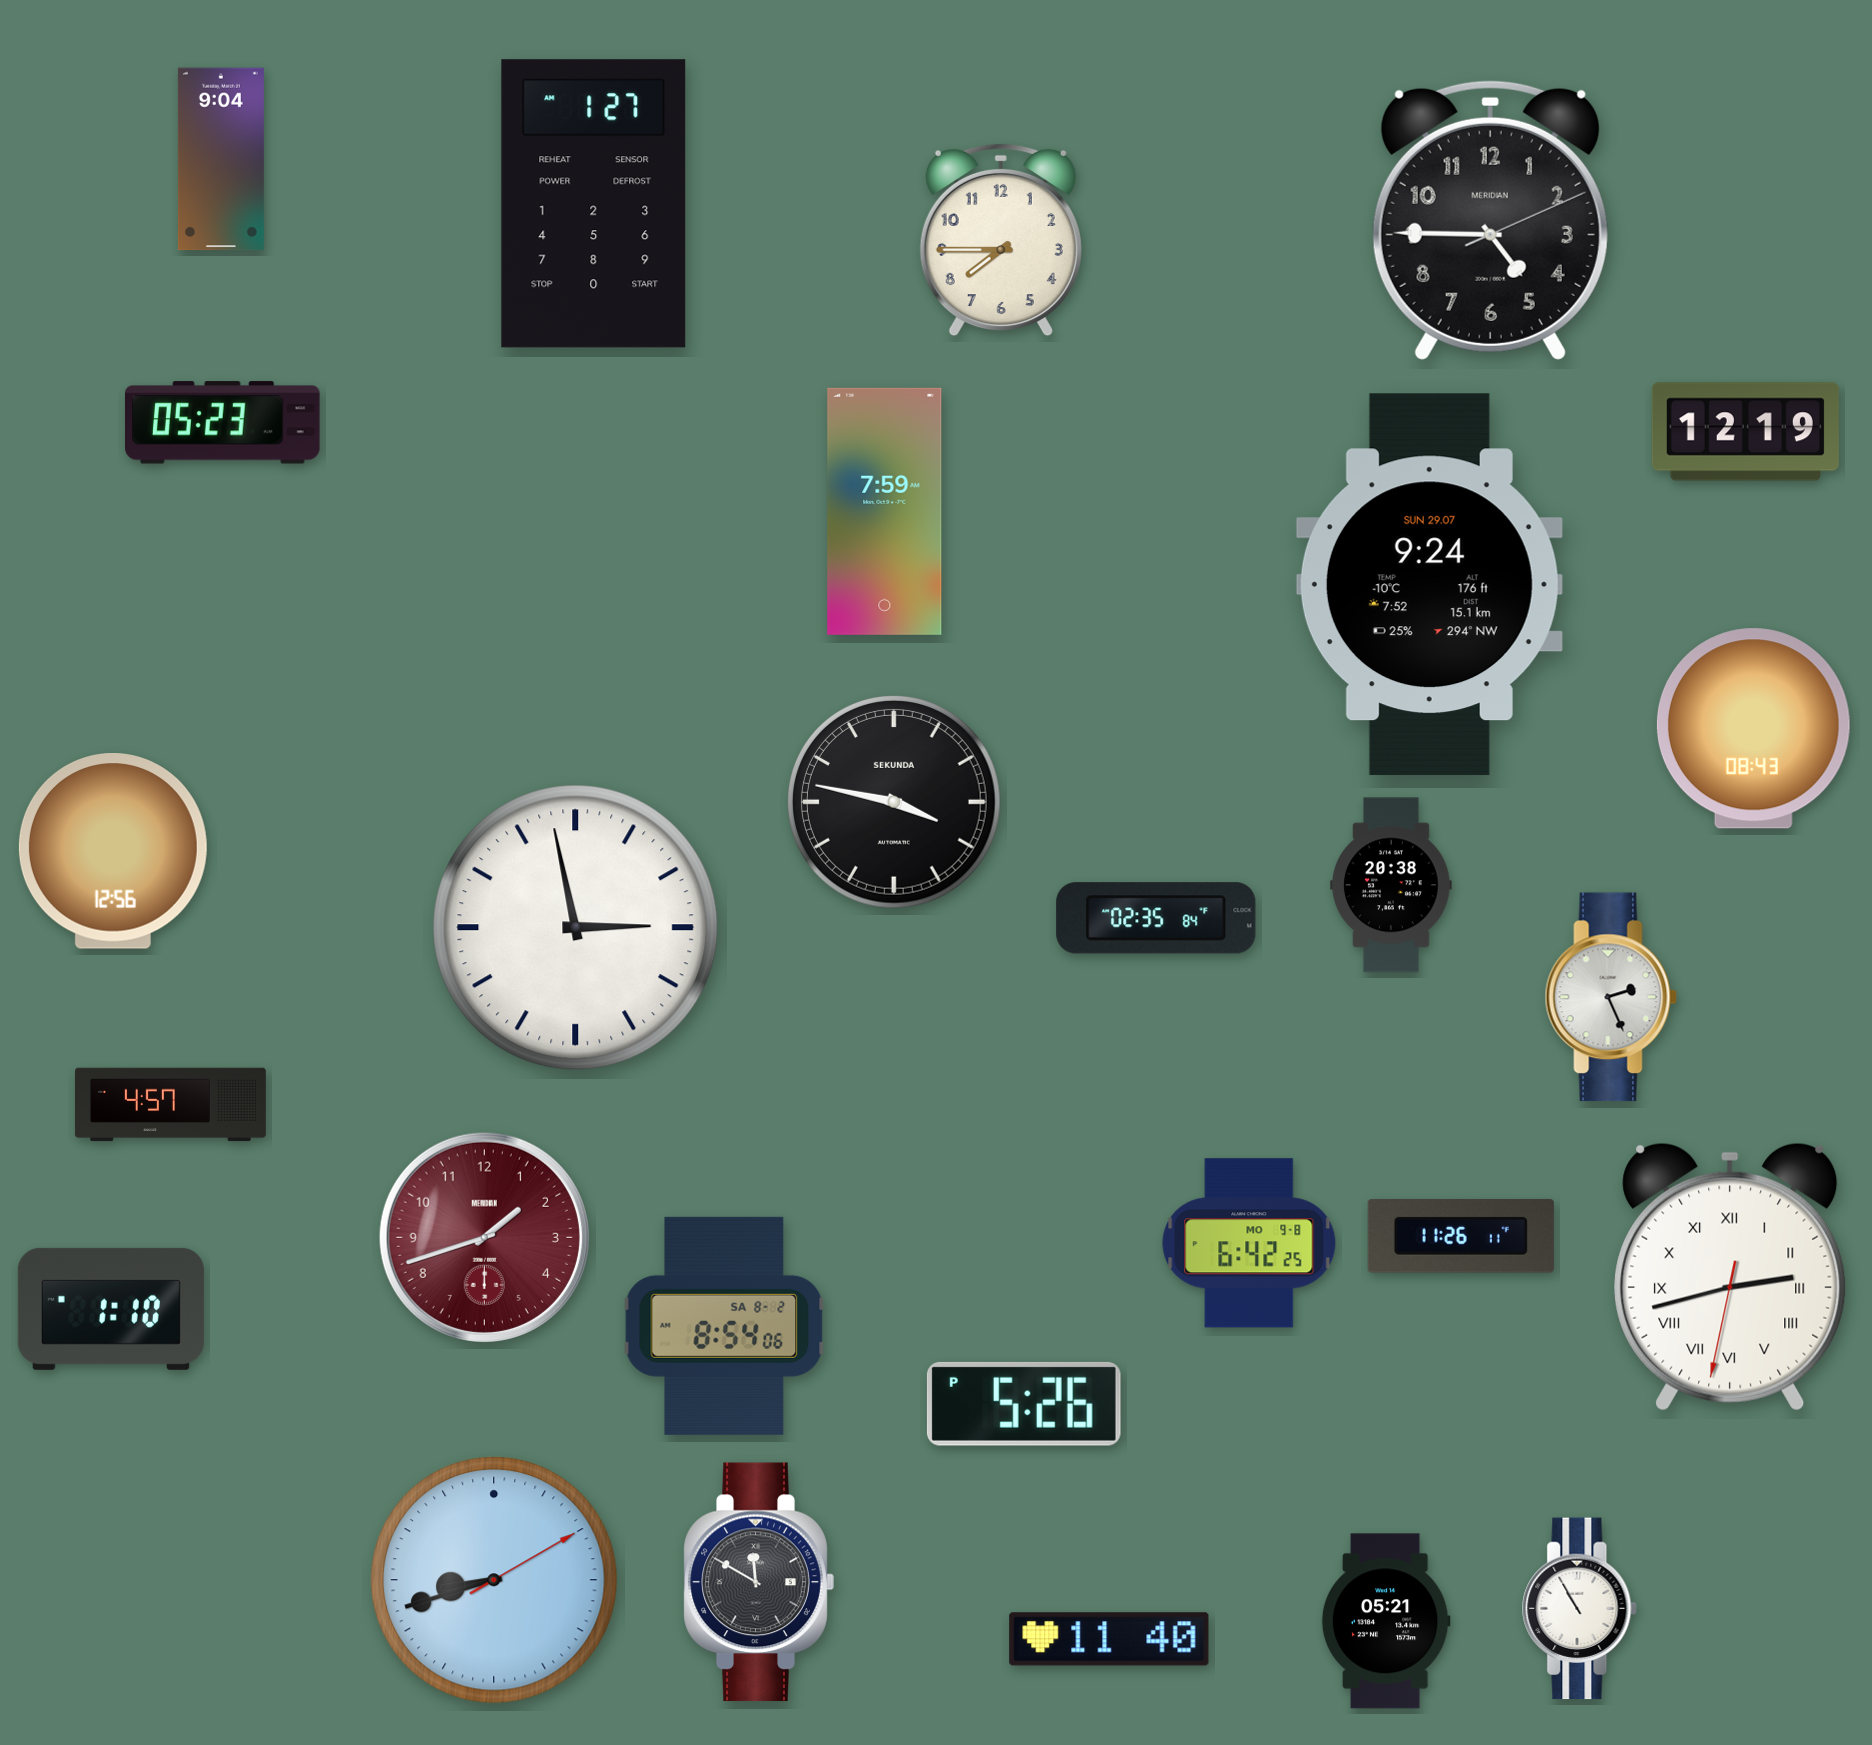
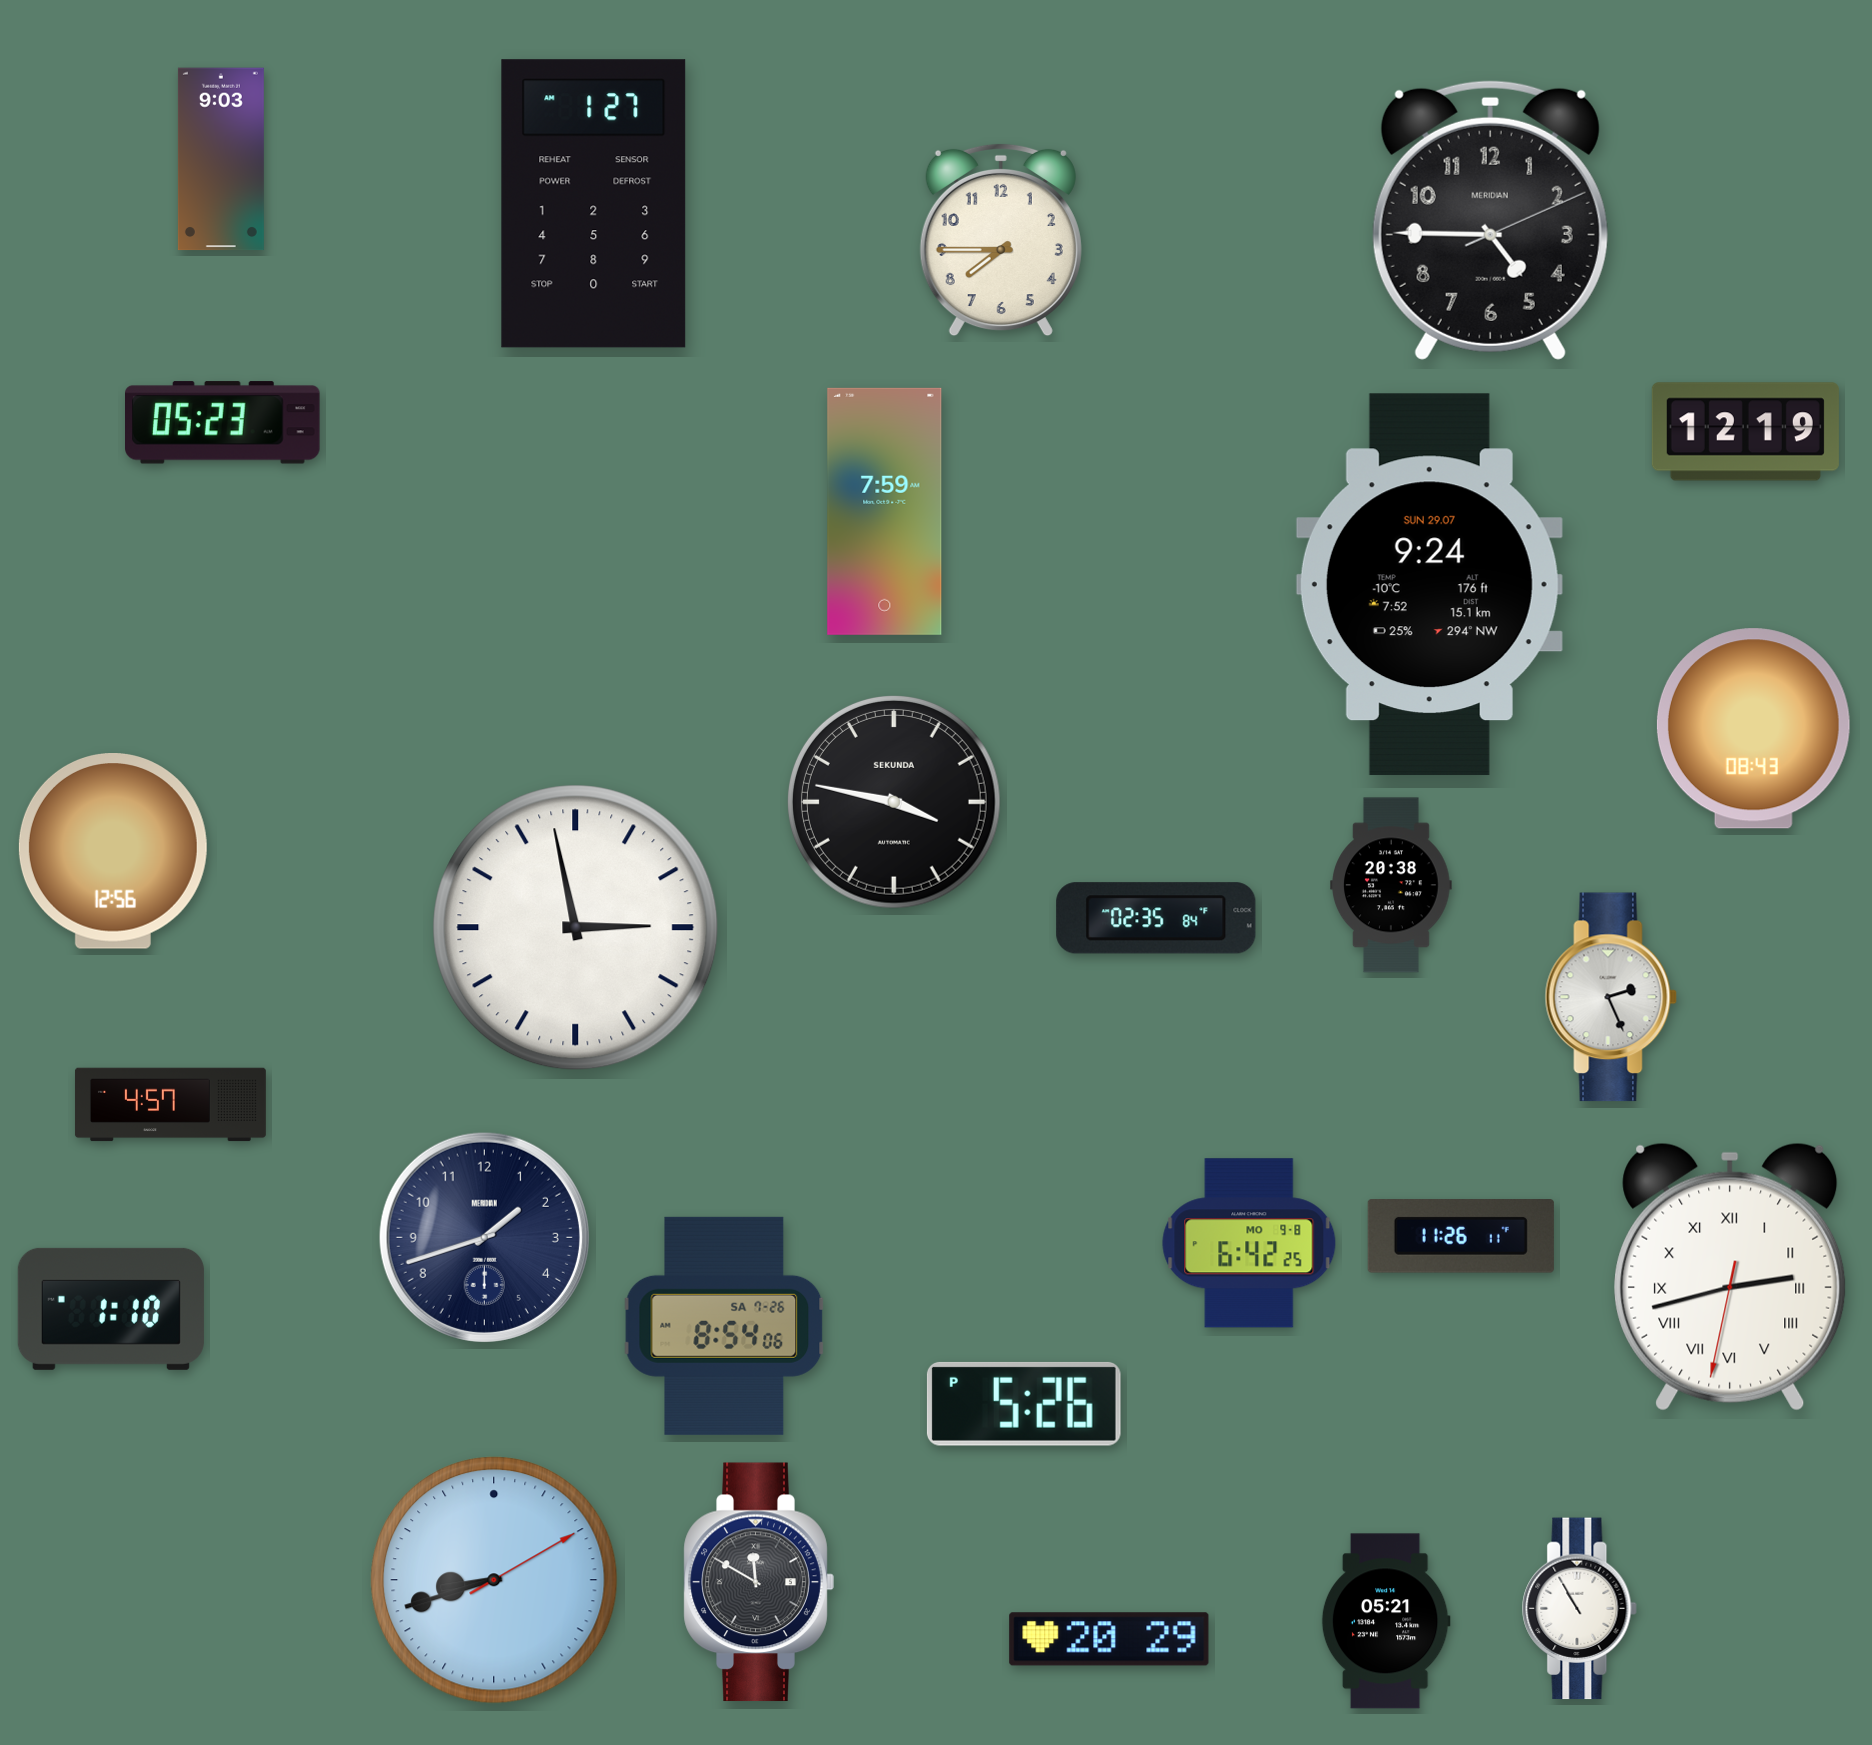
clock at (221, 159): 9:04 -> 9:03
clock at (484, 1237) dial: burgundy -> navy
clock at (724, 1326) date: SA 8-2 -> SA 7-26
clock at (1109, 1639): 11:40 -> 20:29
